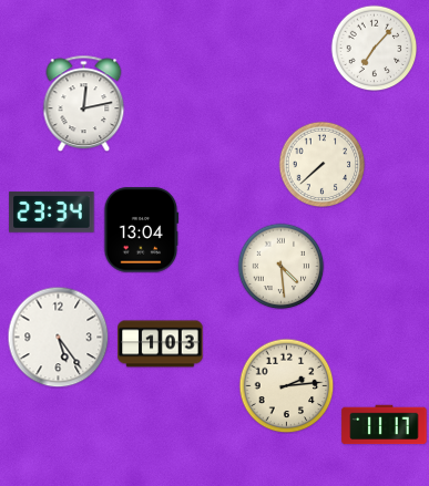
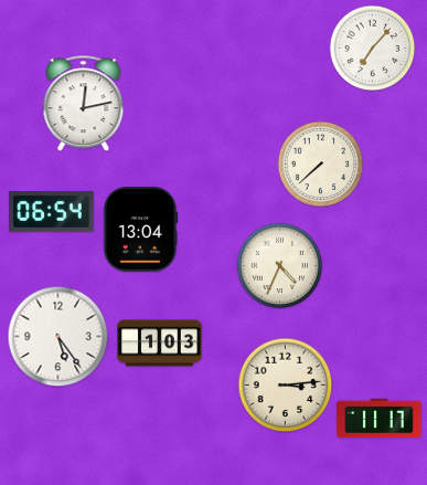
clock at (52, 213): 23:34 -> 06:54
clock at (280, 266): 4:29 -> 4:34
clock at (286, 385): 2:14 -> 3:14
clock at (385, 425) position: (385, 425) -> (380, 419)
